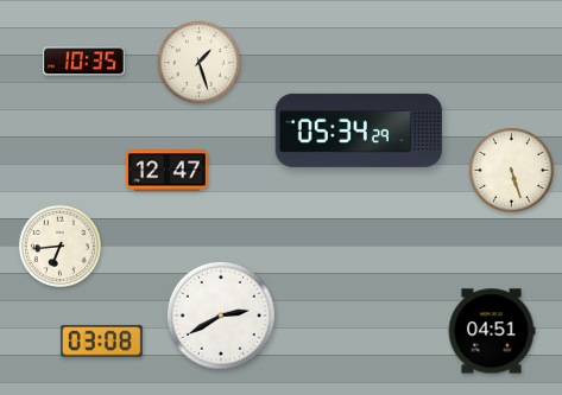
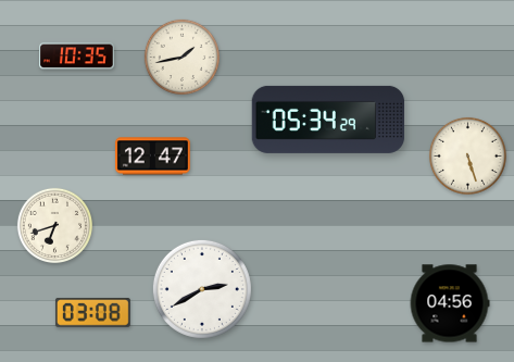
clock at (198, 62): 1:27 -> 1:43
clock at (59, 246): 6:44 -> 6:42
clock at (492, 331): 04:51 -> 04:56
